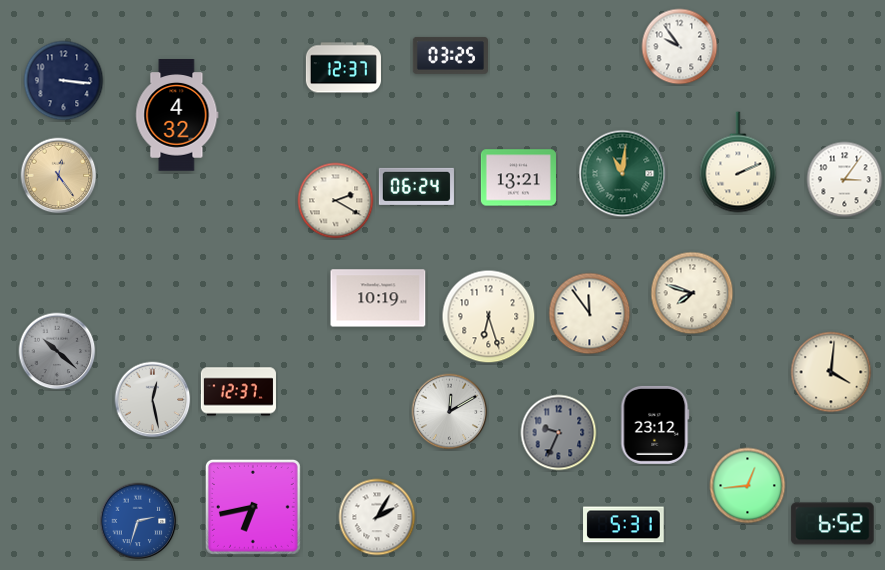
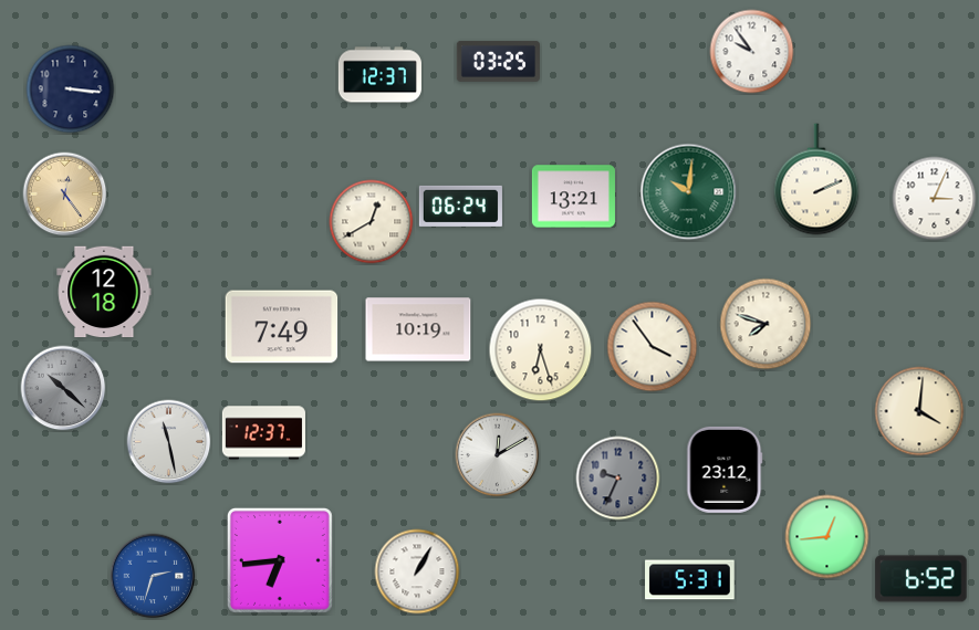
clock at (177, 115): 4:32 -> none
clock at (623, 174): 11:01 -> 10:01
clock at (845, 180): 3:06 -> 3:04
clock at (336, 201): 2:20 -> 12:40
clock at (104, 292): none -> 12:18
clock at (282, 327): none -> 7:49
clock at (590, 314): 11:54 -> 3:54
clock at (153, 400): 12:28 -> 11:28
clock at (253, 507): 6:43 -> 6:44
clock at (377, 517): 2:05 -> 1:05
